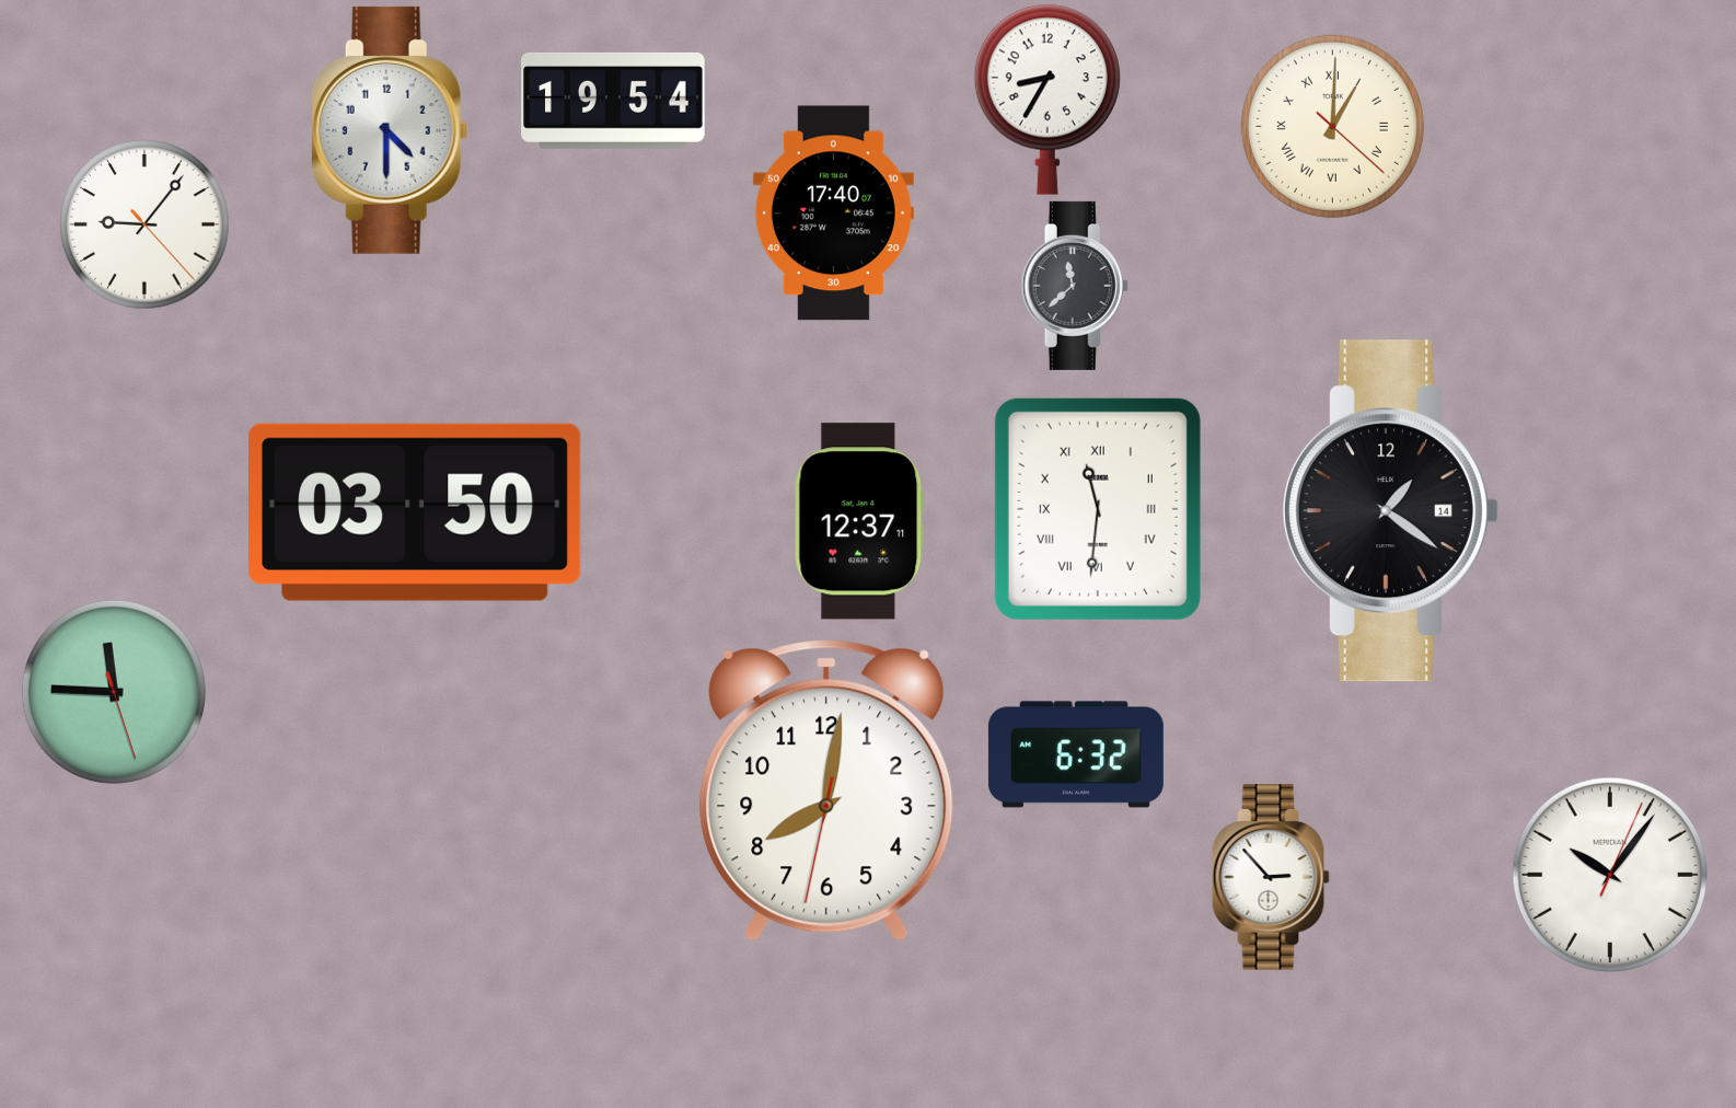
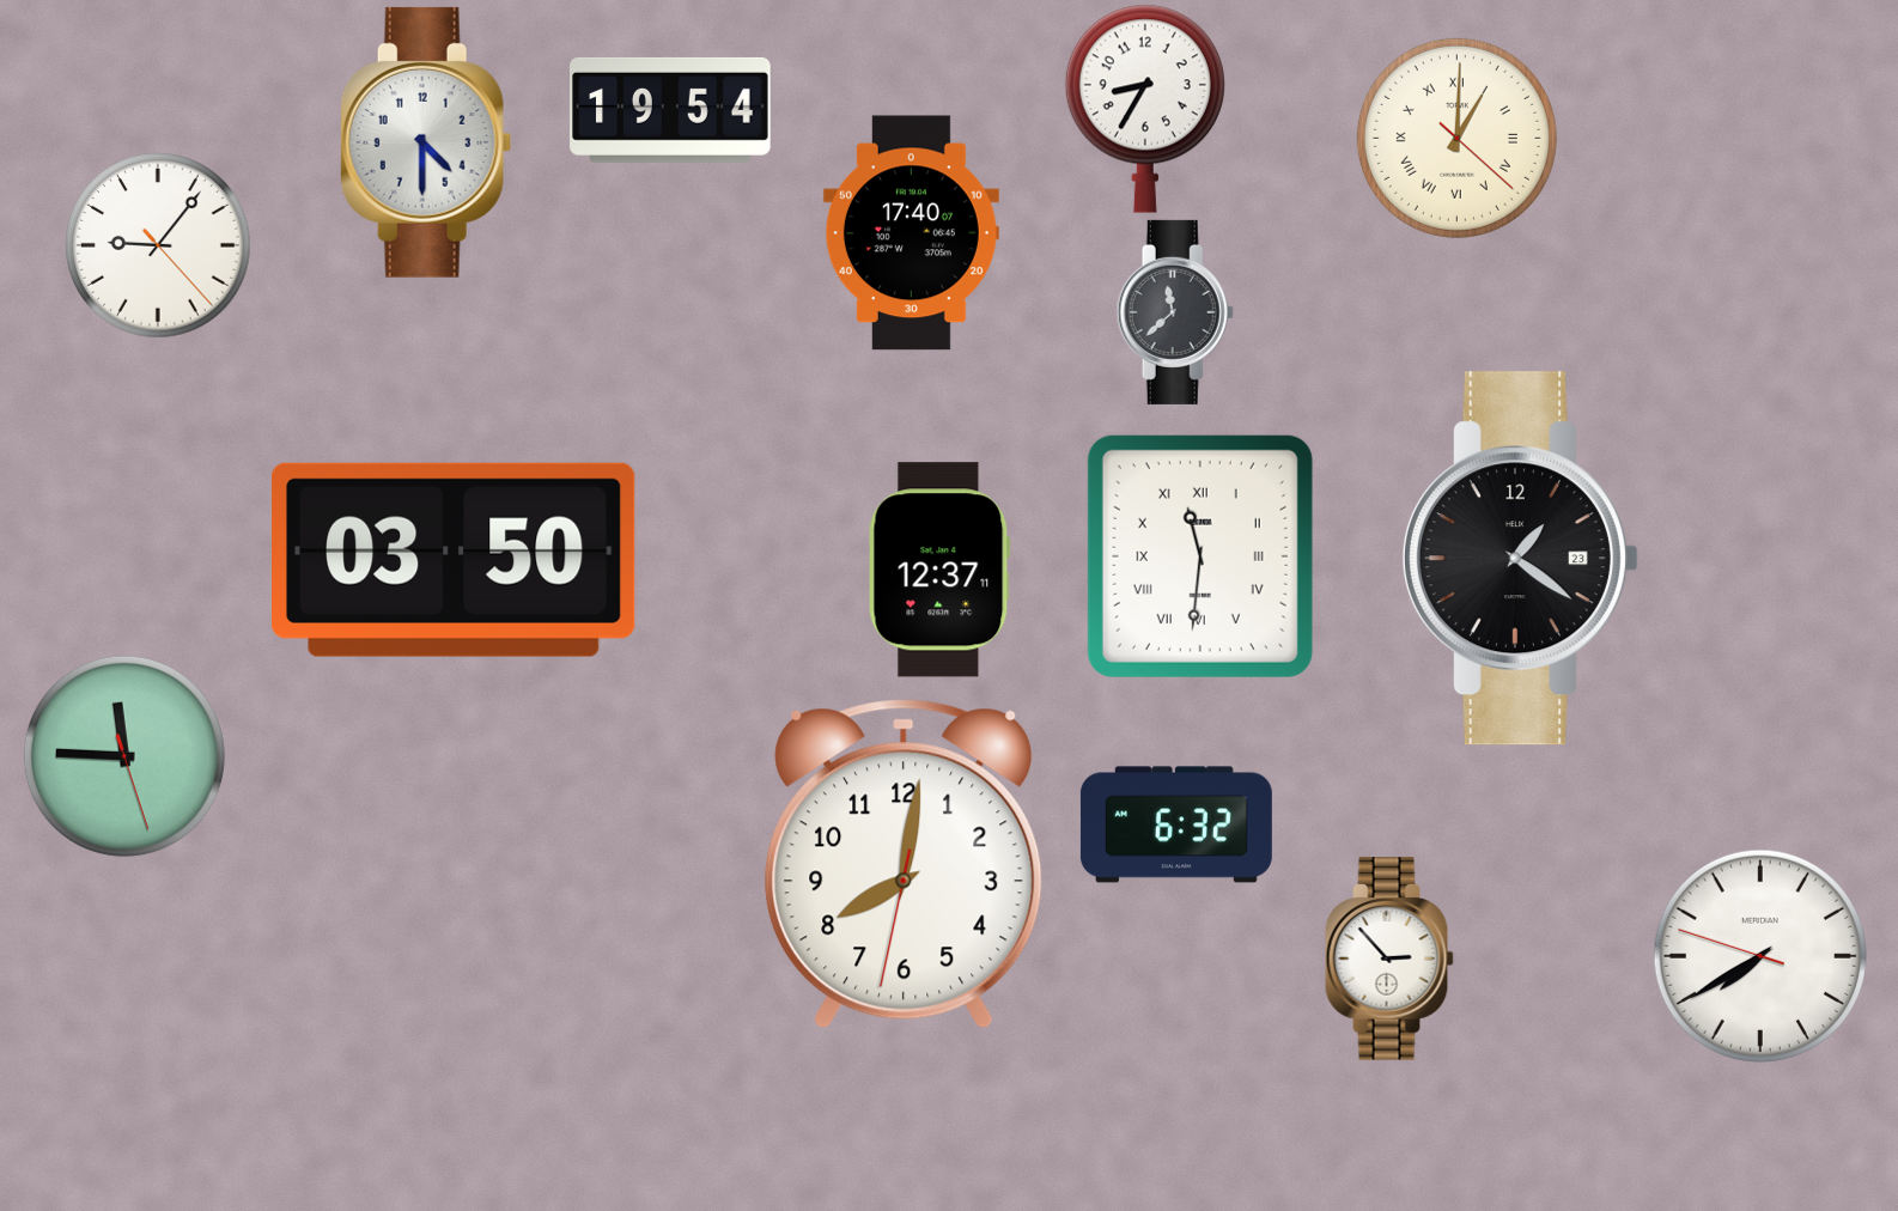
clock at (1390, 511) date: 14 -> 23
clock at (1610, 875): 10:06 -> 7:39
